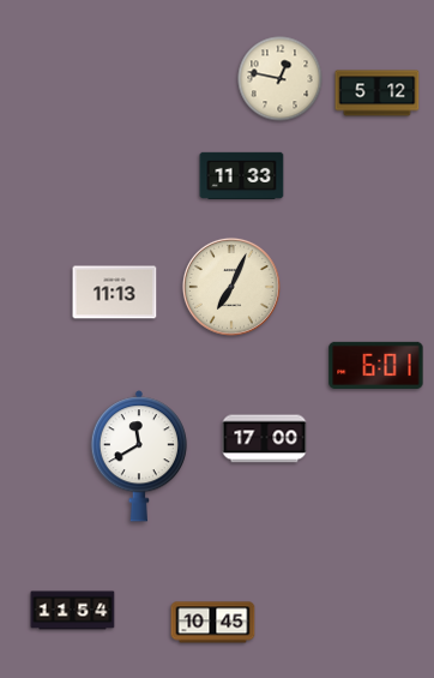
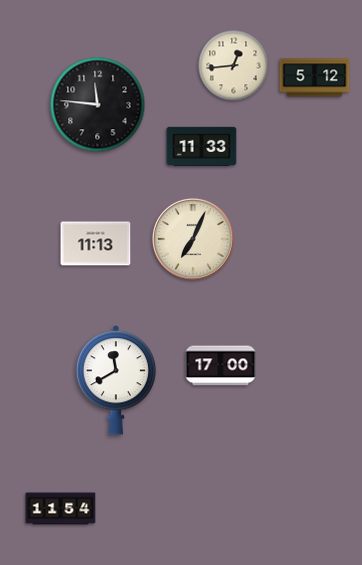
clock at (281, 79): 12:47 -> 12:44
clock at (98, 105): none -> 11:46
clock at (376, 365): 6:01 -> none
clock at (213, 623): 10:45 -> none
